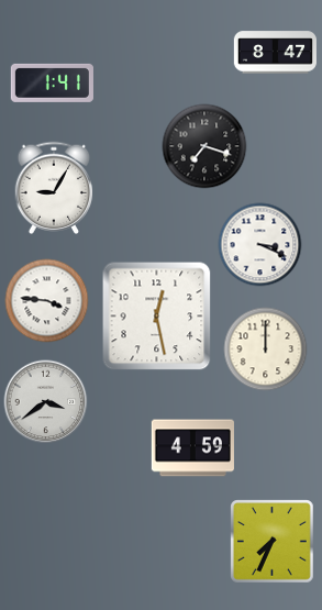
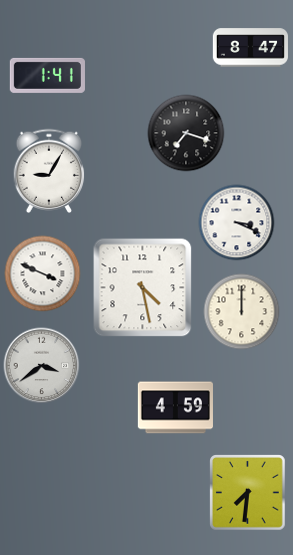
clock at (47, 301): 3:46 -> 3:49
clock at (157, 317): 12:28 -> 4:28
clock at (266, 350) position: (266, 350) -> (242, 312)
clock at (273, 542): 7:34 -> 7:31
